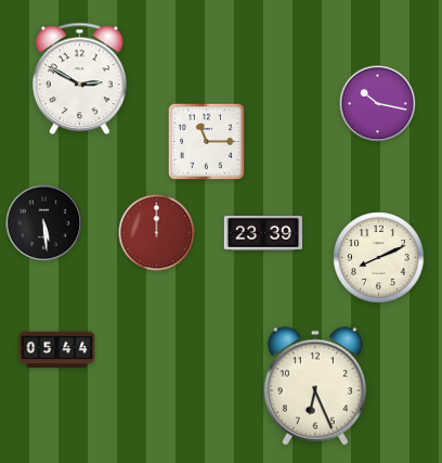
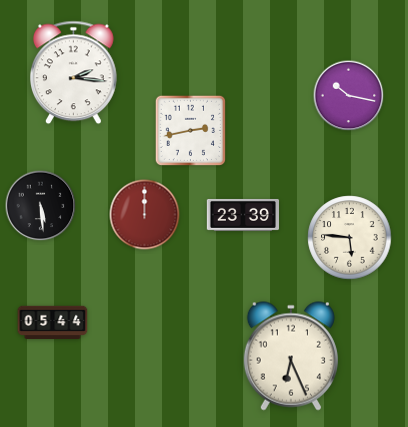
clock at (80, 79): 2:50 -> 2:16
clock at (206, 141): 11:15 -> 2:43
clock at (379, 258): 8:11 -> 5:46
